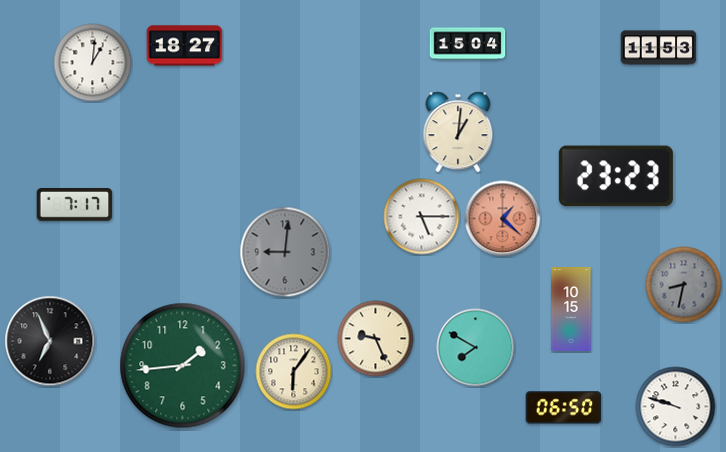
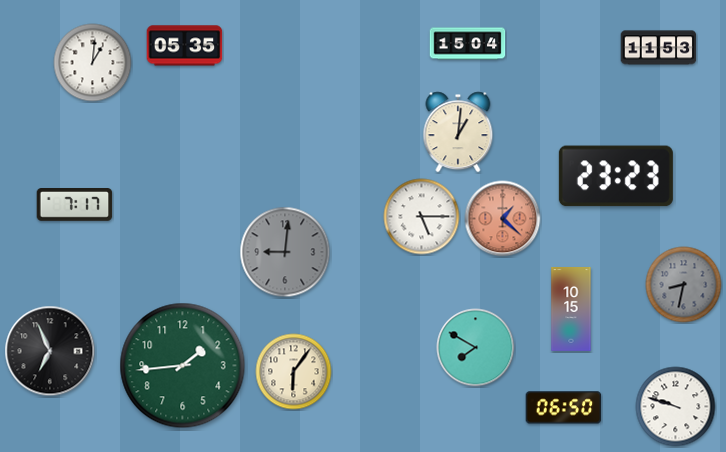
clock at (185, 46): 18:27 -> 05:35
clock at (376, 339): 9:26 -> none
clock at (50, 341) position: (50, 341) -> (50, 351)
